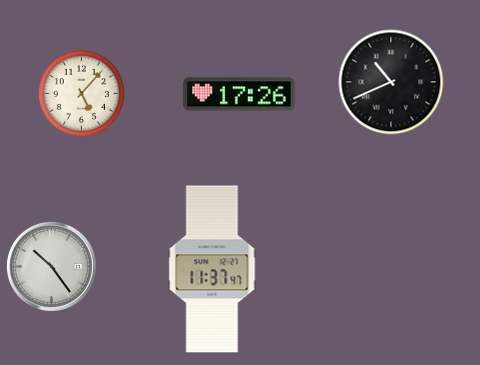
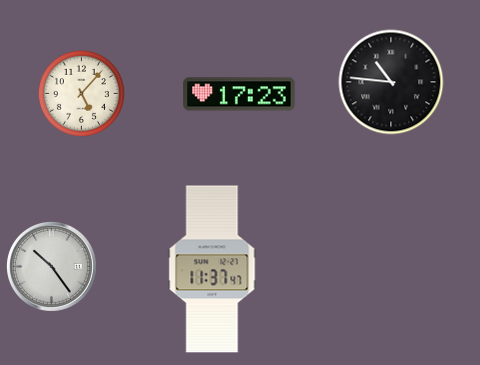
clock at (391, 82): 10:41 -> 10:46
clock at (239, 94): 17:26 -> 17:23
